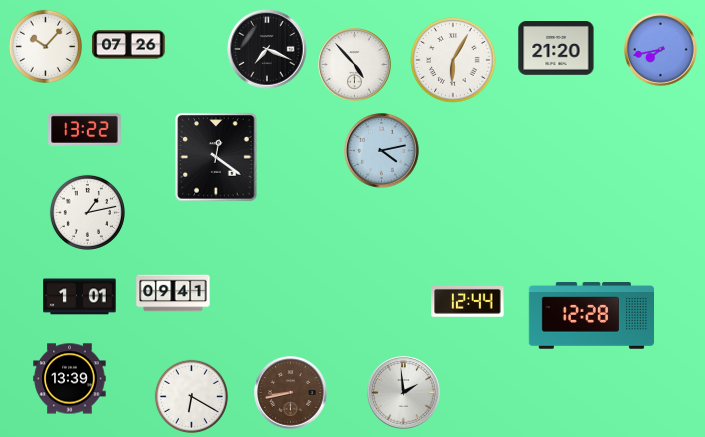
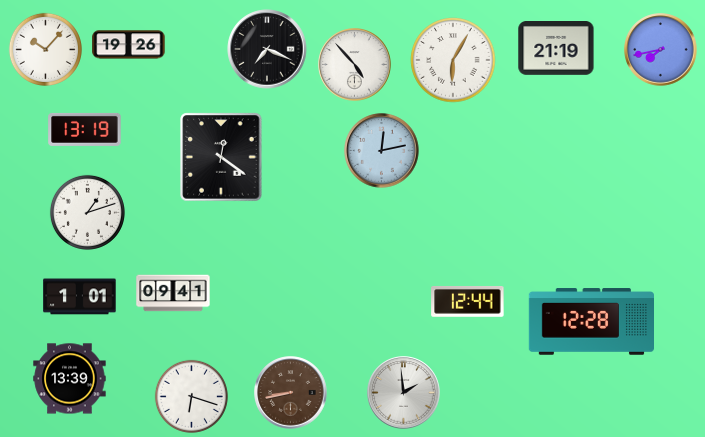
clock at (129, 45): 07:26 -> 19:26
clock at (45, 46) position: (45, 46) -> (45, 49)
clock at (556, 49): 21:20 -> 21:19
clock at (85, 129): 13:22 -> 13:19
clock at (382, 151): 4:13 -> 12:13
clock at (216, 157) position: (216, 157) -> (221, 157)
clock at (87, 212): 1:13 -> 1:12
clock at (591, 316) position: (591, 316) -> (591, 322)
clock at (191, 396): 6:20 -> 6:18
